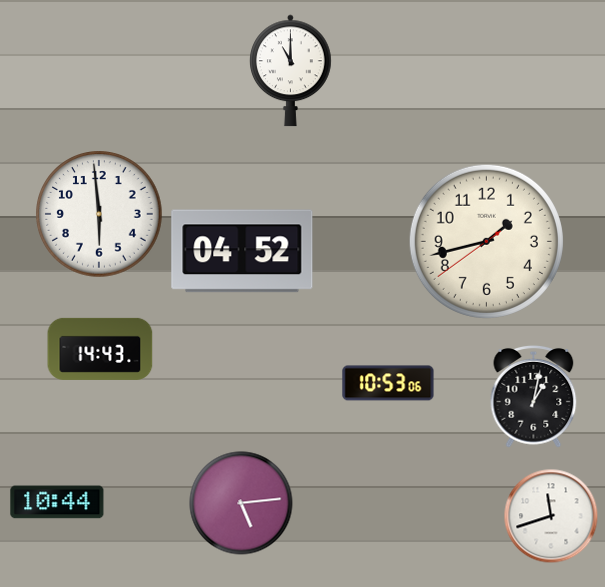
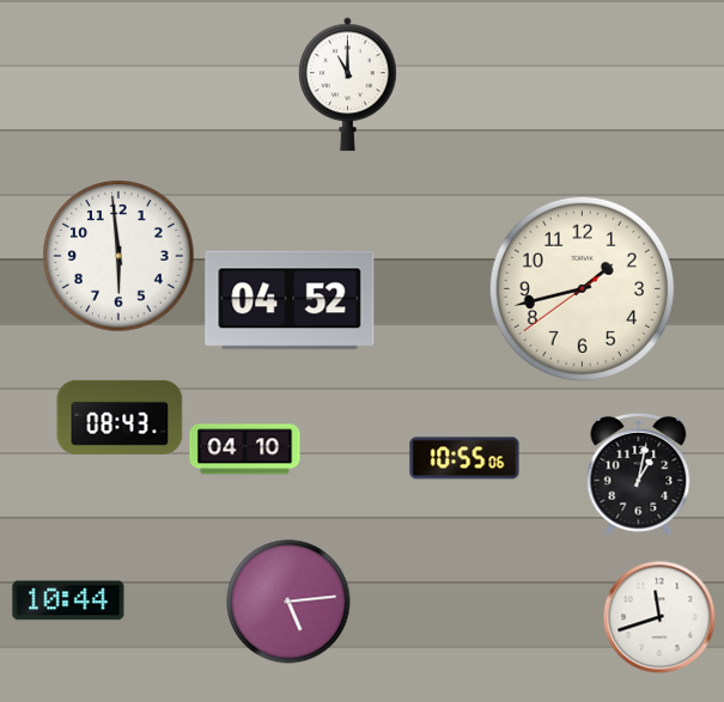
clock at (100, 349): 14:43 -> 08:43
clock at (245, 450): none -> 04:10
clock at (388, 383): 10:53 -> 10:55
